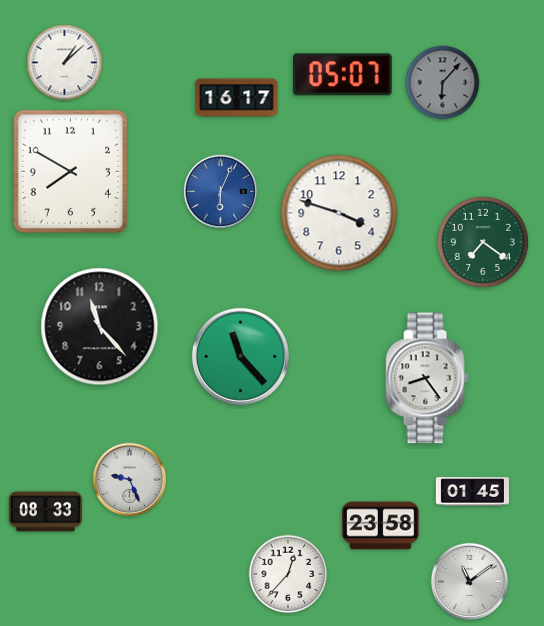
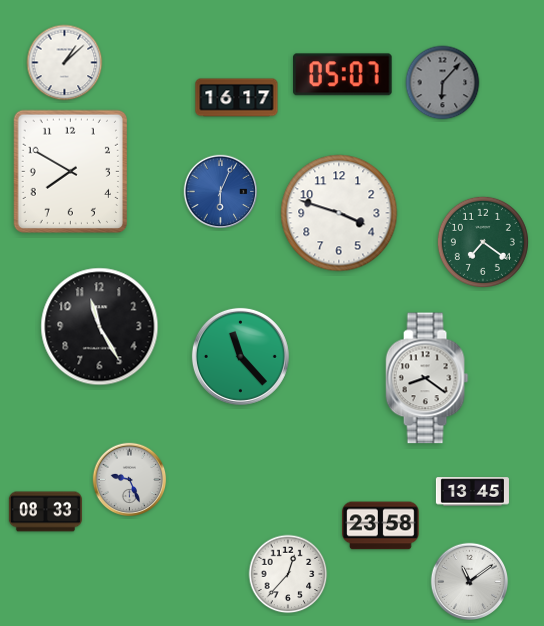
clock at (100, 327): 11:23 -> 11:25
clock at (427, 378): 8:24 -> 8:21
clock at (472, 492): 01:45 -> 13:45
